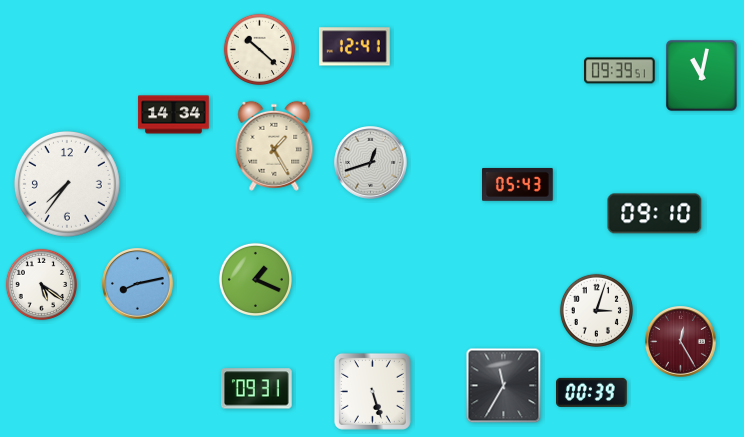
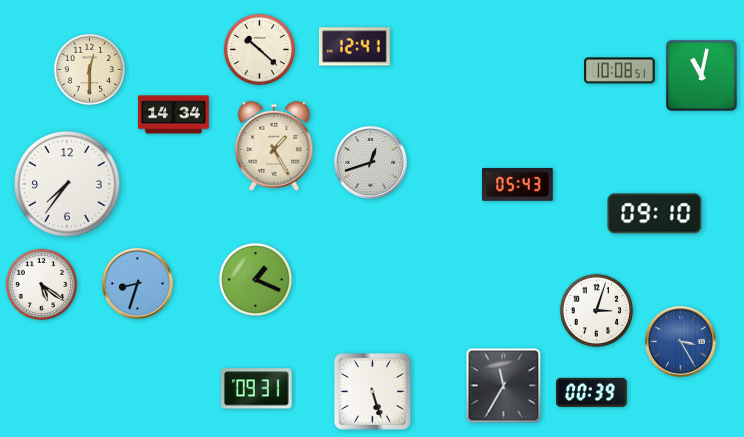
clock at (90, 70): none -> 12:30
clock at (620, 71): 09:39 -> 10:08
clock at (138, 284): 8:13 -> 8:33
clock at (681, 342): 12:25 -> 3:25
clock at (681, 342) dial: burgundy -> blue
